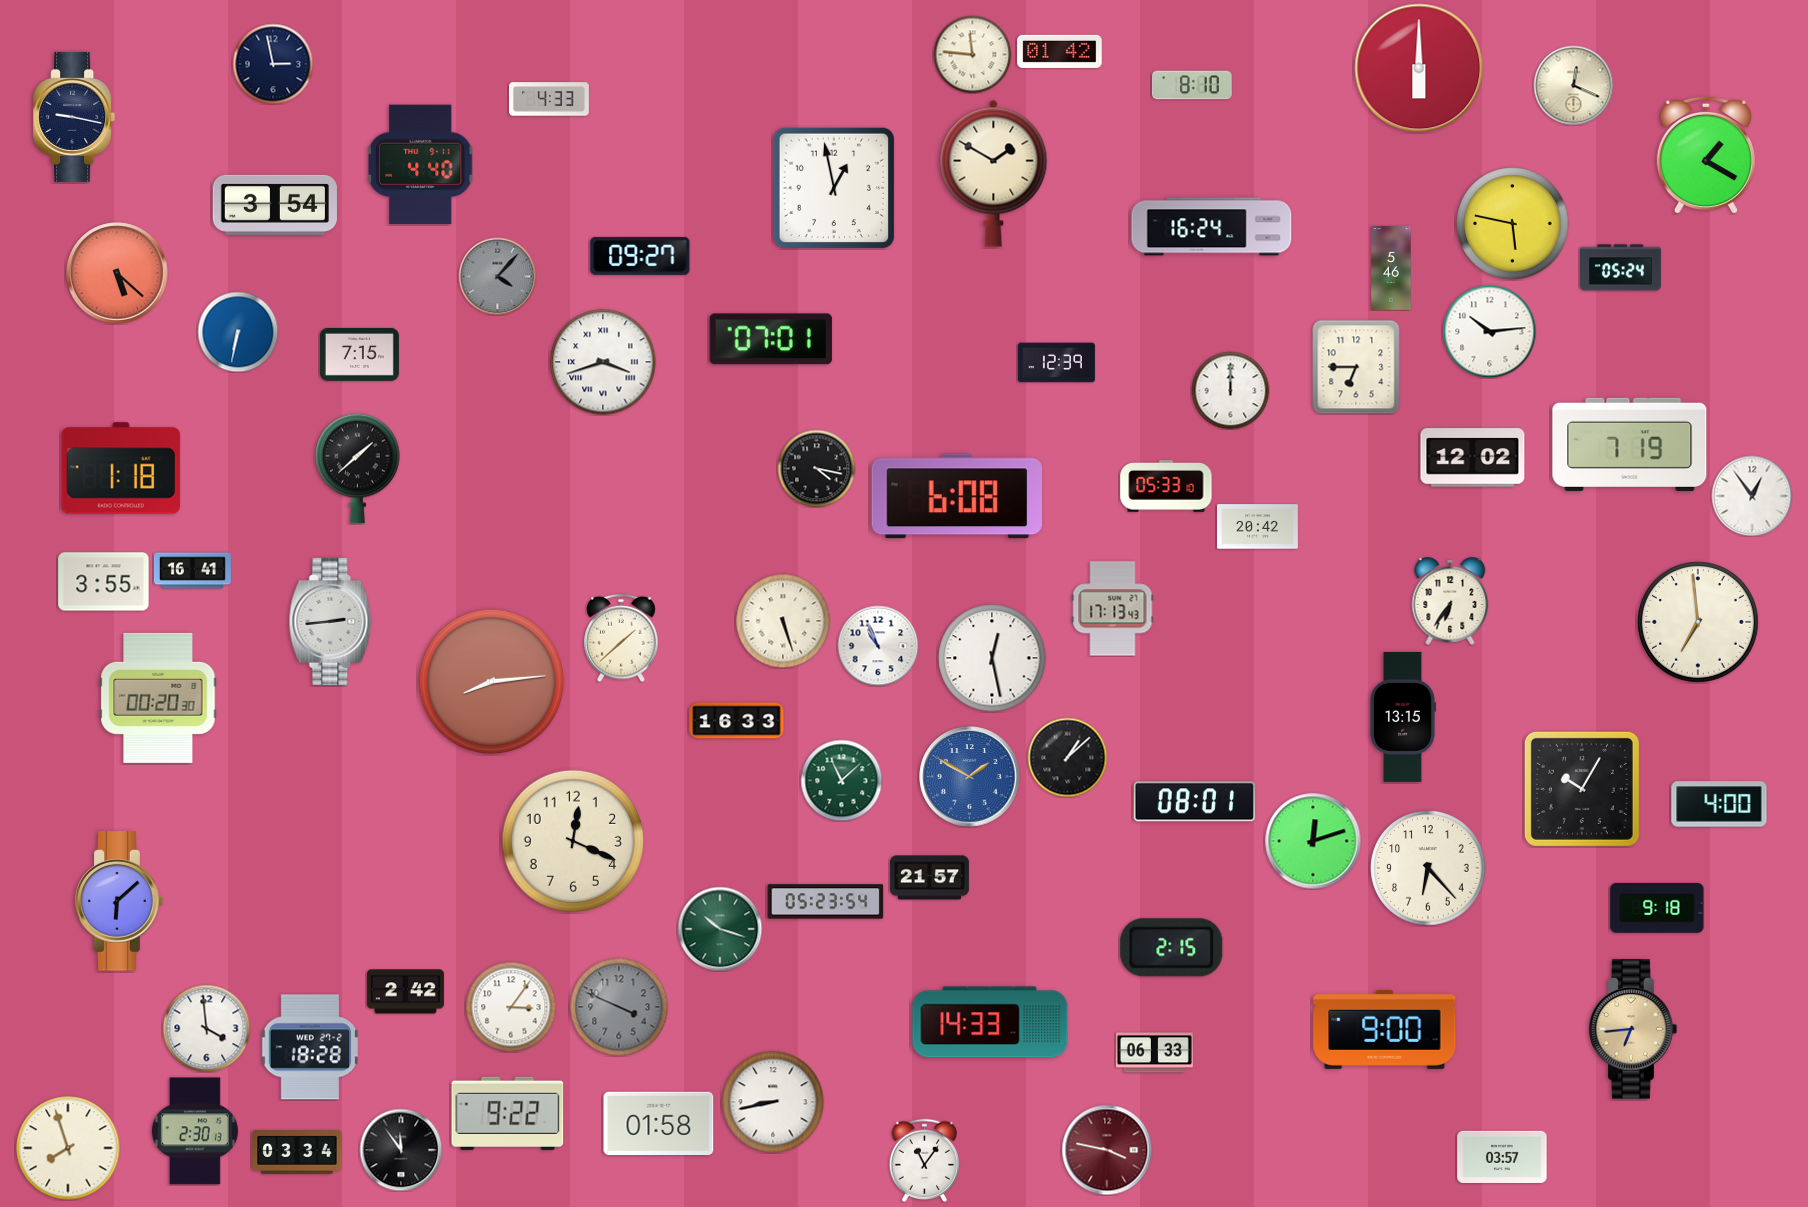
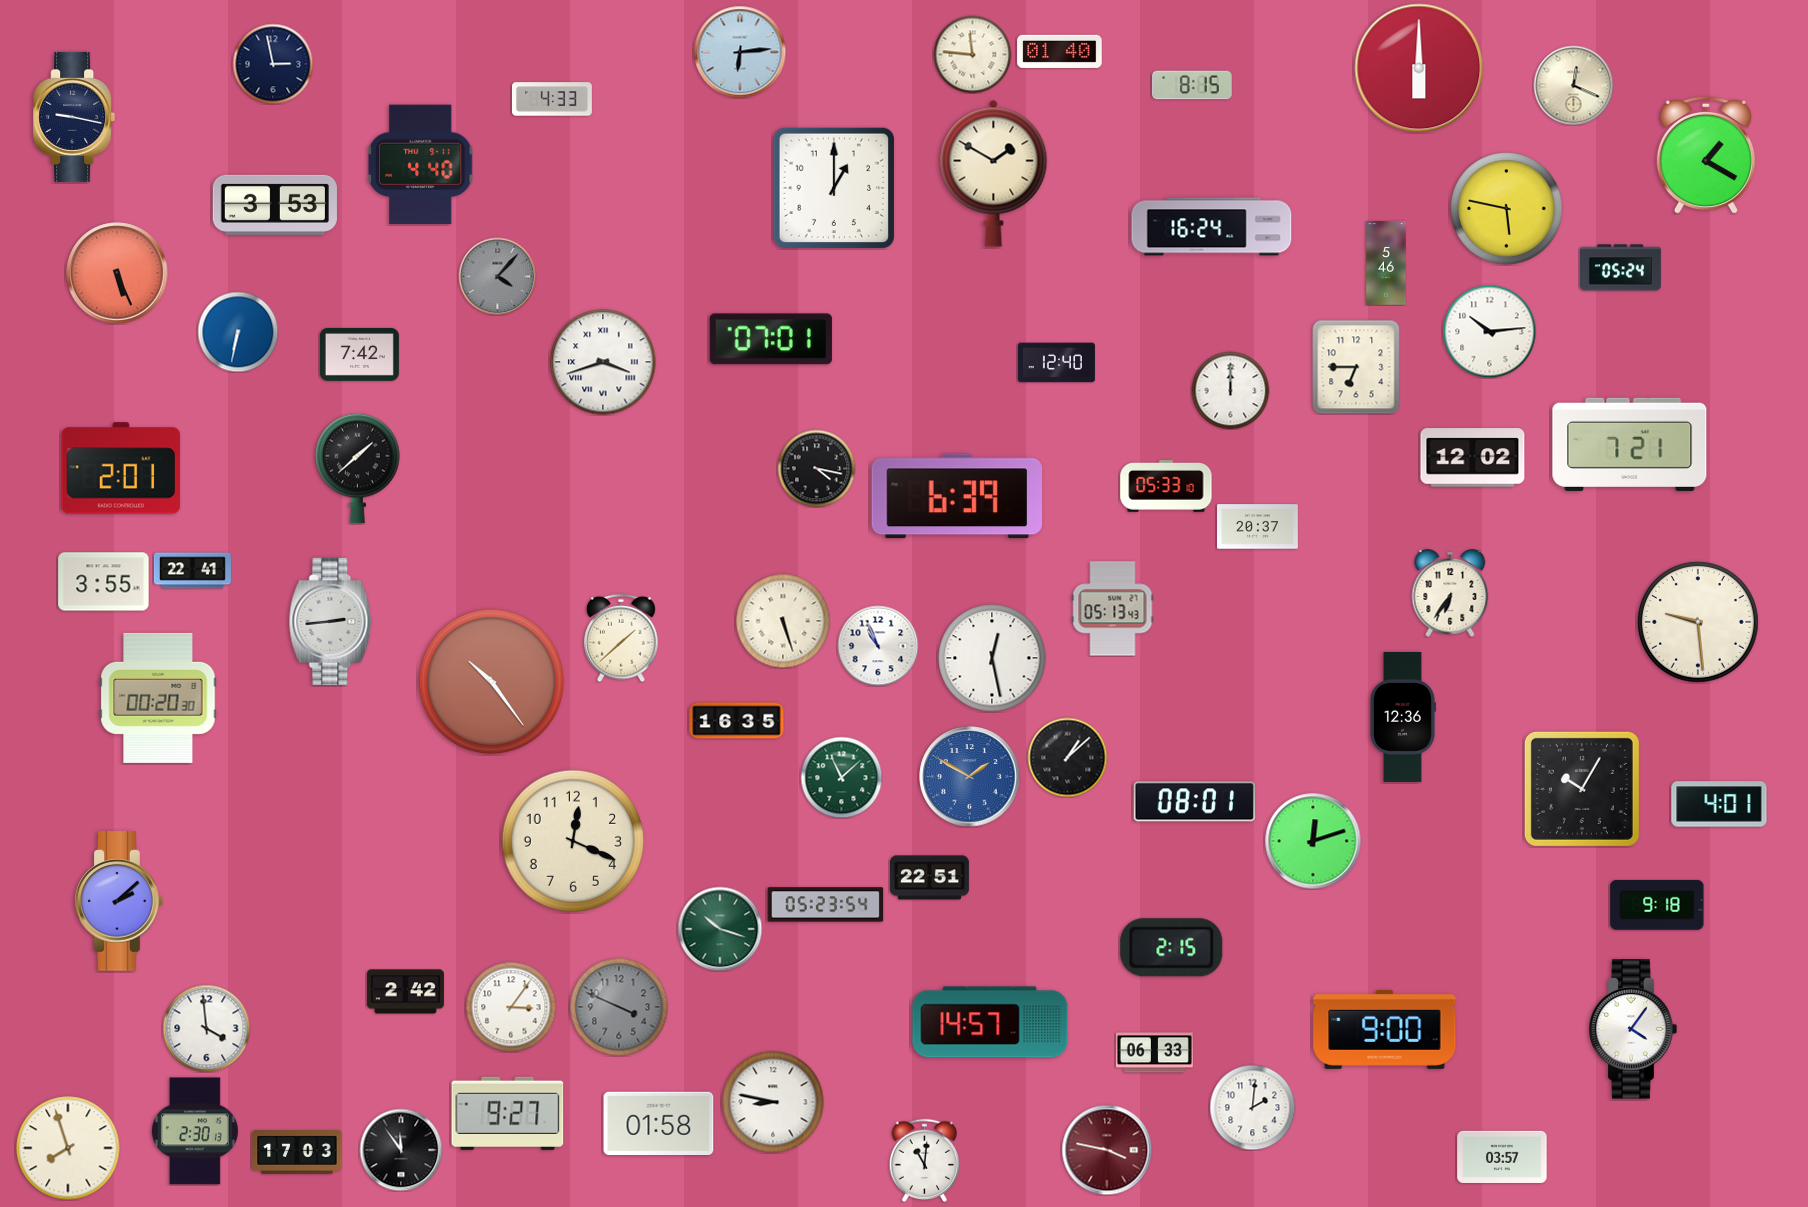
clock at (1060, 51): 01:42 -> 01:40
clock at (740, 52): none -> 6:14
clock at (1192, 85): 8:10 -> 8:15
clock at (549, 99) position: (549, 99) -> (552, 99)
clock at (833, 187): 12:58 -> 1:00
clock at (275, 205): 3:54 -> 3:53
clock at (1513, 224) position: (1513, 224) -> (1507, 209)
clock at (640, 256): 09:27 -> none
clock at (1391, 268) position: (1391, 268) -> (1386, 263)
clock at (117, 273): 5:22 -> 5:26
clock at (359, 354): 7:15 -> 7:42
clock at (1056, 363): 12:39 -> 12:40
clock at (1630, 444): 7:19 -> 7:21
clock at (121, 468): 1:18 -> 2:01
clock at (956, 496): 6:08 -> 6:39
clock at (1752, 496): 12:54 -> none
clock at (1258, 527): 20:42 -> 20:37
clock at (192, 571): 16:41 -> 22:41
clock at (1450, 601) position: (1450, 601) -> (1450, 593)
clock at (1113, 609): 17:13 -> 05:13
clock at (1698, 622): 6:59 -> 9:29
clock at (492, 682): 8:14 -> 10:24
clock at (1402, 717): 13:15 -> 12:36
clock at (737, 721): 16:33 -> 16:35
clock at (841, 780) position: (841, 780) -> (841, 777)
clock at (1719, 804): 4:00 -> 4:01
clock at (1428, 868): 6:23 -> none
clock at (929, 878): 21:57 -> 22:51
clock at (119, 901): 6:08 -> 2:08
clock at (826, 902) position: (826, 902) -> (826, 905)
clock at (1657, 908) position: (1657, 908) -> (1657, 905)
clock at (990, 1022): 14:33 -> 14:57
clock at (1633, 1029): 6:44 -> 4:06
clock at (1633, 1029) dial: champagne -> white
clock at (310, 1047): 18:28 -> none
clock at (773, 1102): 8:43 -> 8:47
clock at (1252, 1107): none -> 2:01
clock at (508, 1113): 9:22 -> 9:27
clock at (297, 1153): 03:34 -> 17:03
clock at (925, 1160): 11:06 -> 11:01
